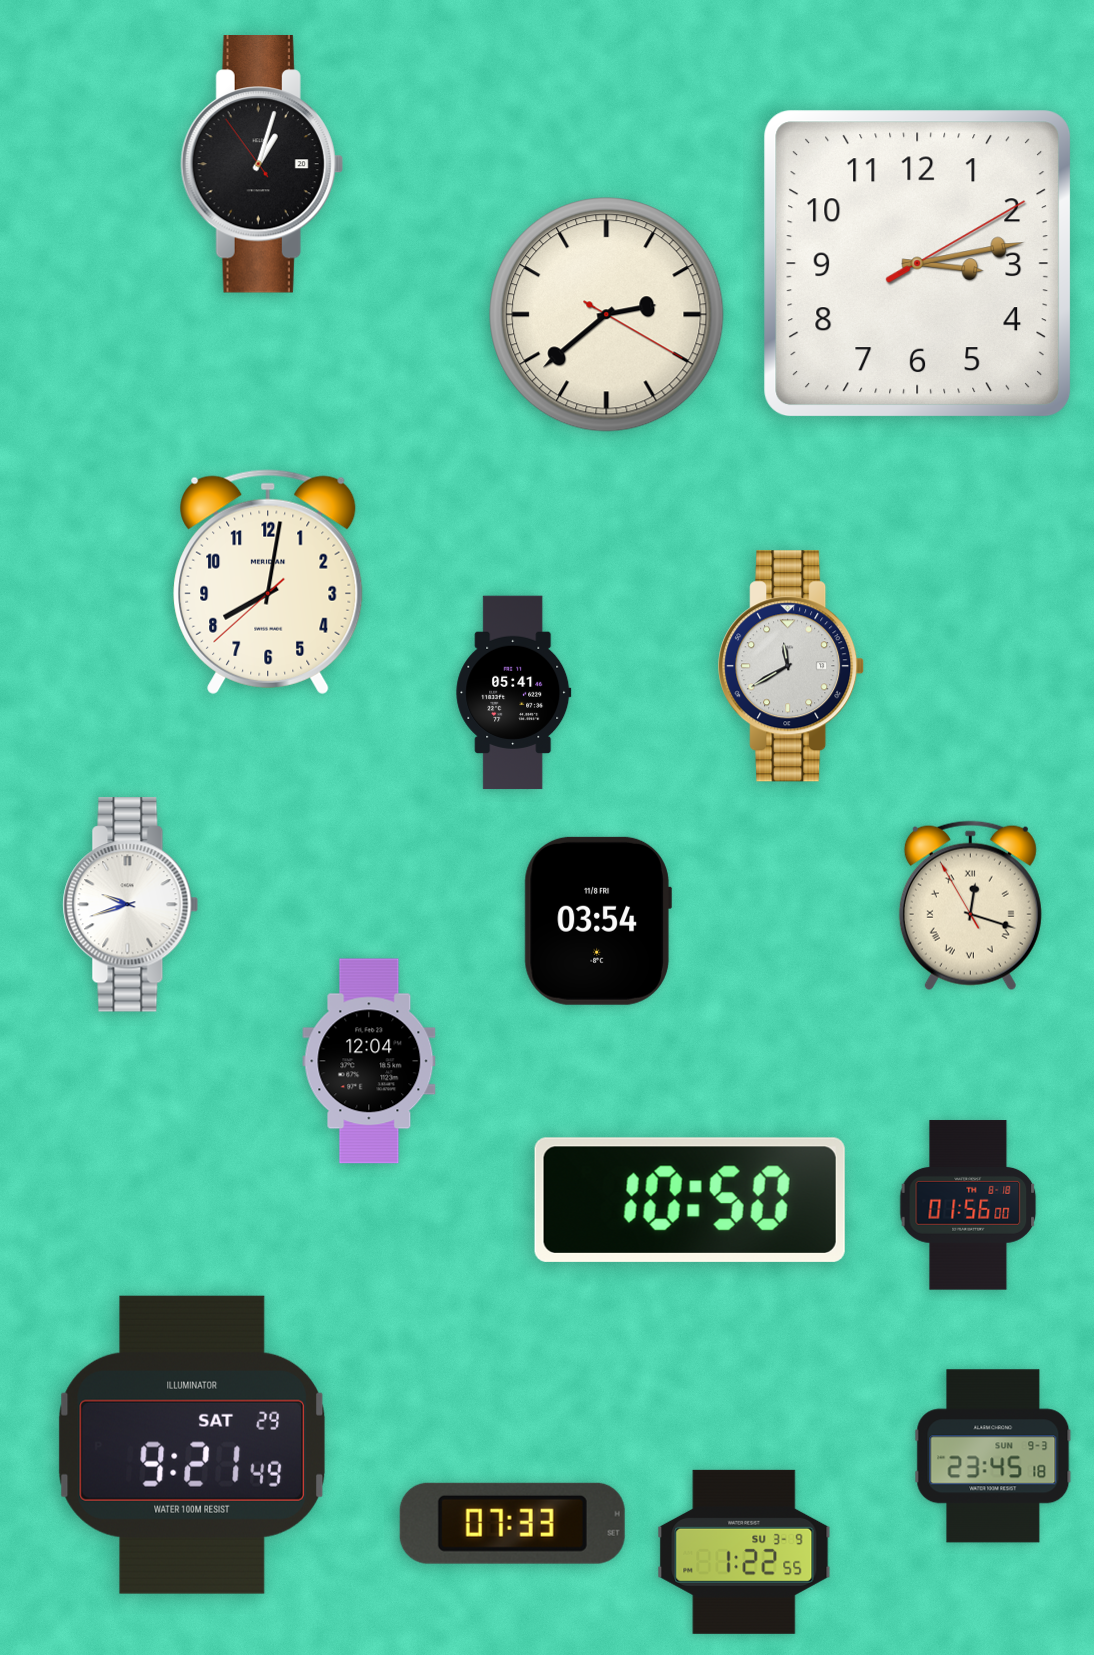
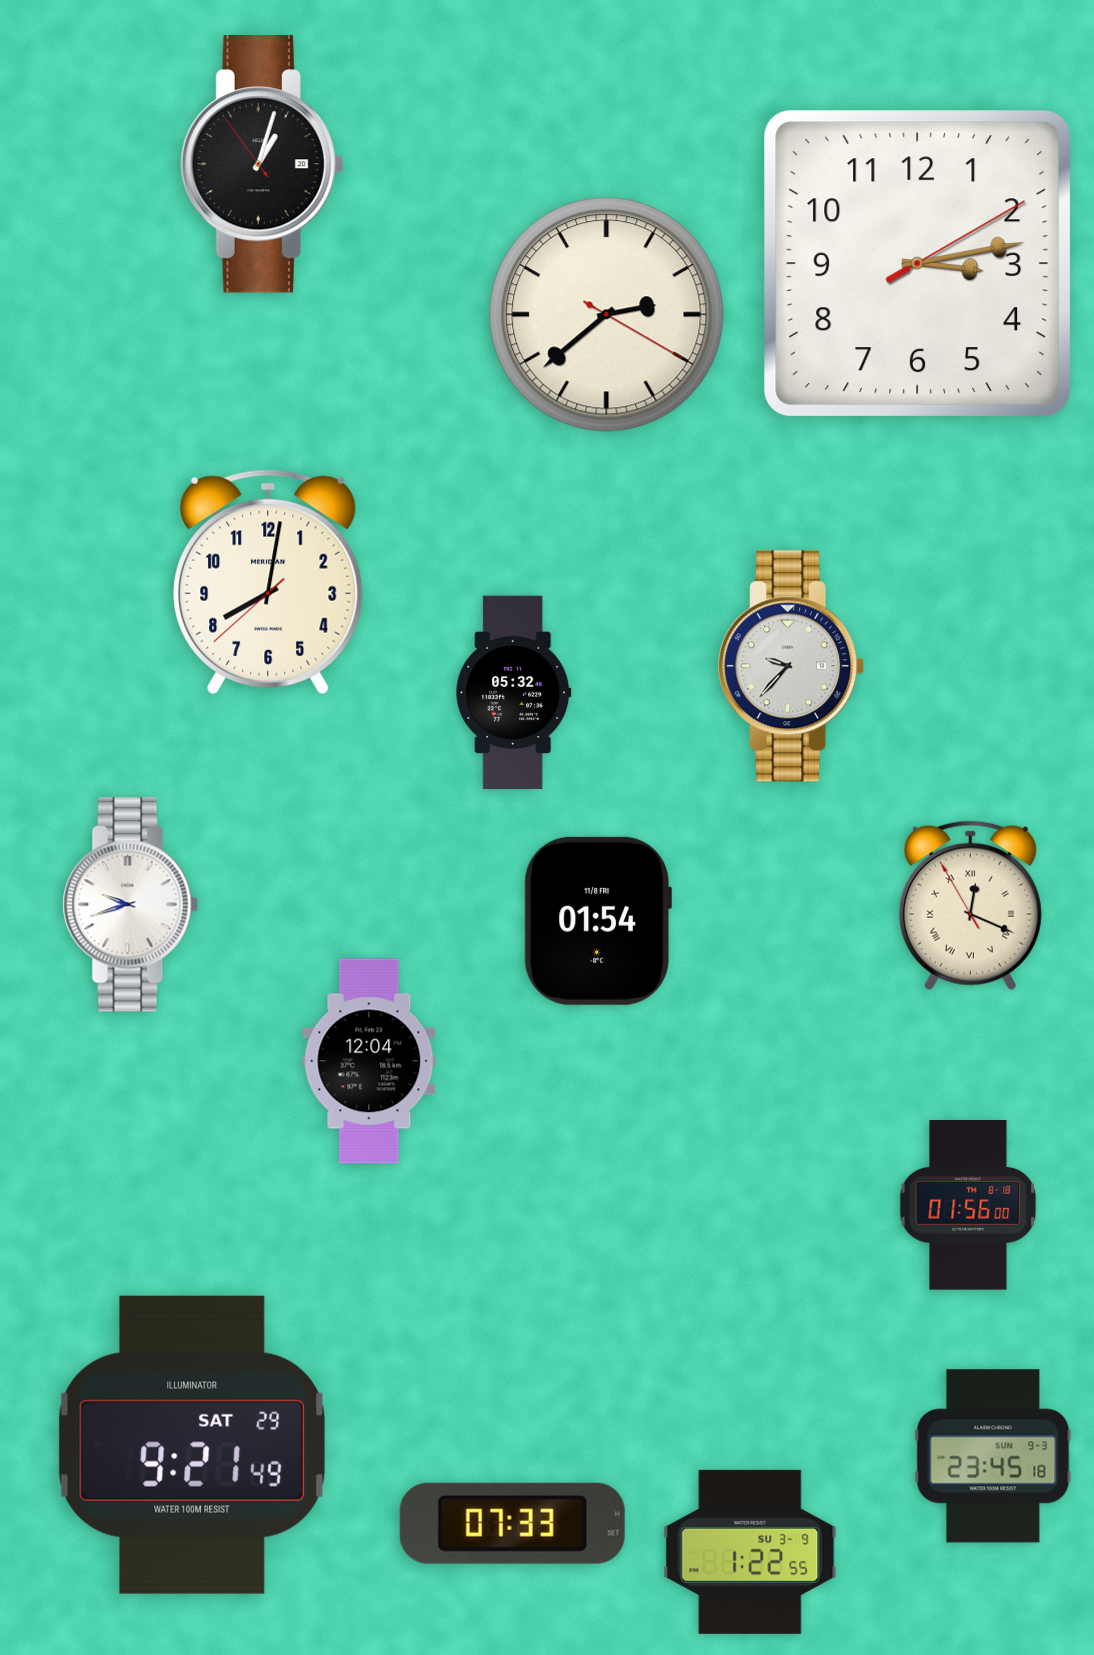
clock at (792, 666): 11:40 -> 9:37
clock at (514, 693): 05:41 -> 05:32
clock at (970, 906): 12:17 -> 12:18
clock at (598, 921): 03:54 -> 01:54
clock at (690, 1200): 10:50 -> none
clock at (744, 1552) position: (744, 1552) -> (750, 1552)
